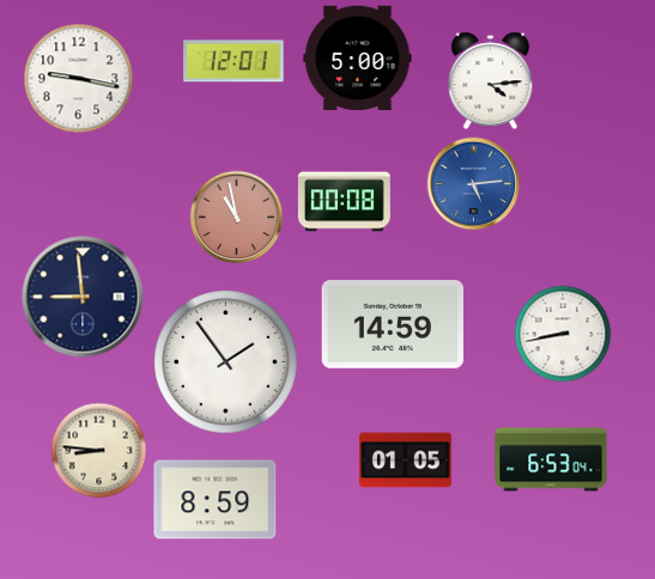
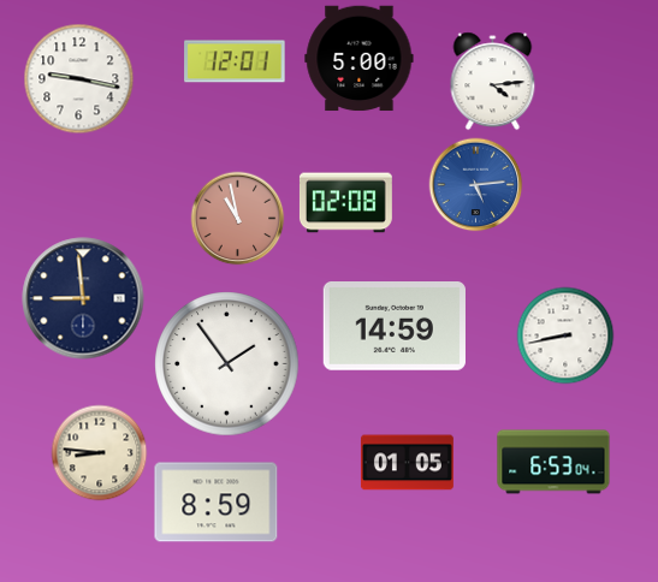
clock at (344, 202): 00:08 -> 02:08
